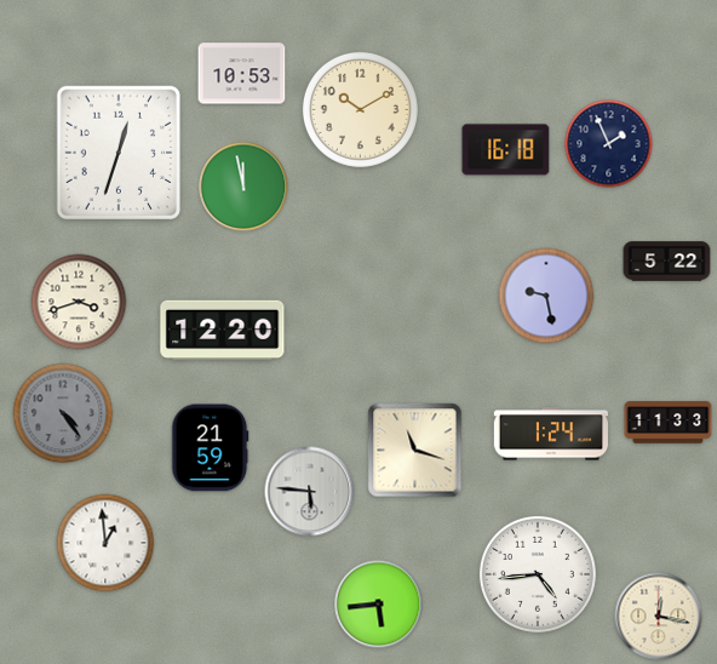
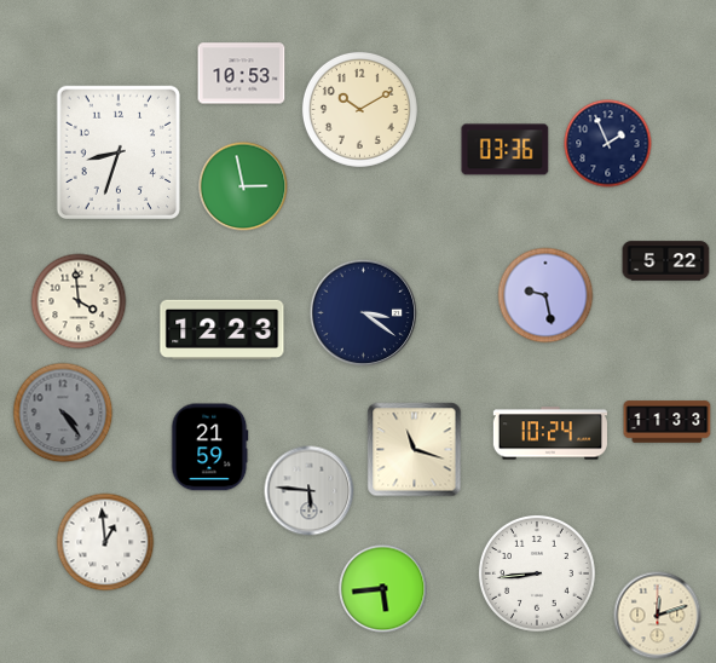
clock at (506, 150): 16:18 -> 03:36
clock at (117, 153): 12:33 -> 8:33
clock at (243, 187): 11:58 -> 2:58
clock at (79, 302): 3:42 -> 3:59
clock at (364, 313): none -> 3:21
clock at (223, 330): 12:20 -> 12:23
clock at (551, 434): 1:24 -> 10:24
clock at (538, 574): 4:44 -> 8:44
clock at (379, 605) position: (379, 605) -> (383, 589)
clock at (659, 617): 12:17 -> 12:12
